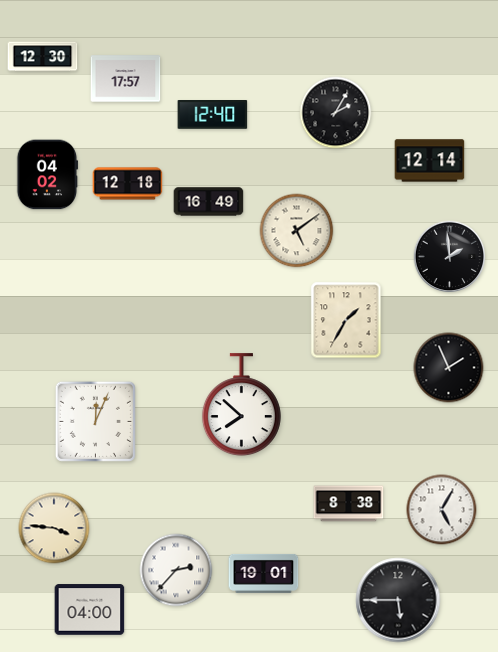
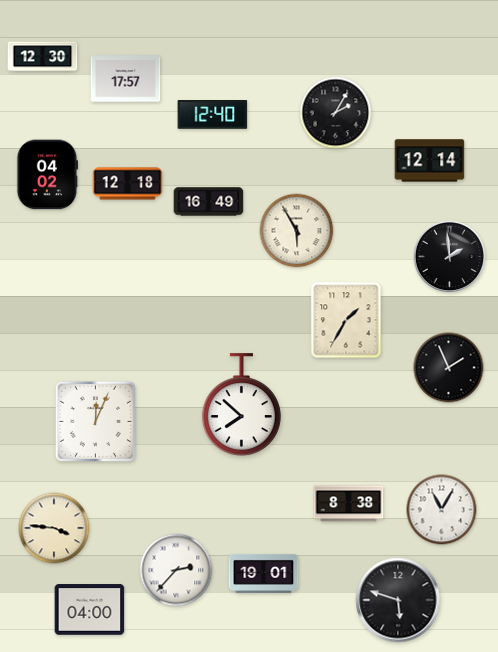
clock at (297, 231): 5:09 -> 5:55
clock at (442, 510): 5:05 -> 11:05
clock at (398, 600): 5:45 -> 5:48
